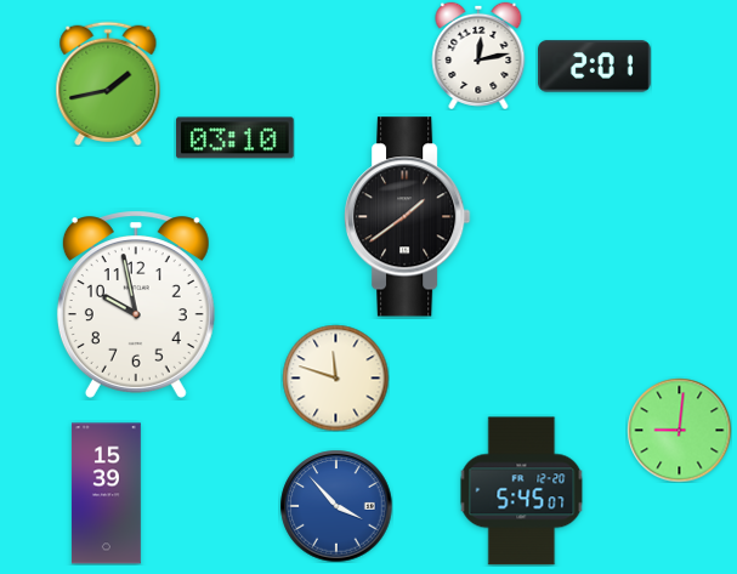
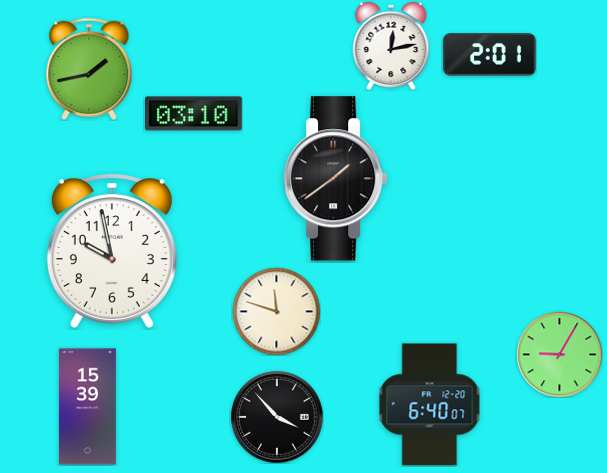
clock at (478, 56) position: (478, 56) -> (391, 46)
clock at (679, 430): 9:01 -> 9:05
clock at (522, 491): 5:45 -> 6:40
clock at (336, 506) dial: blue -> black
